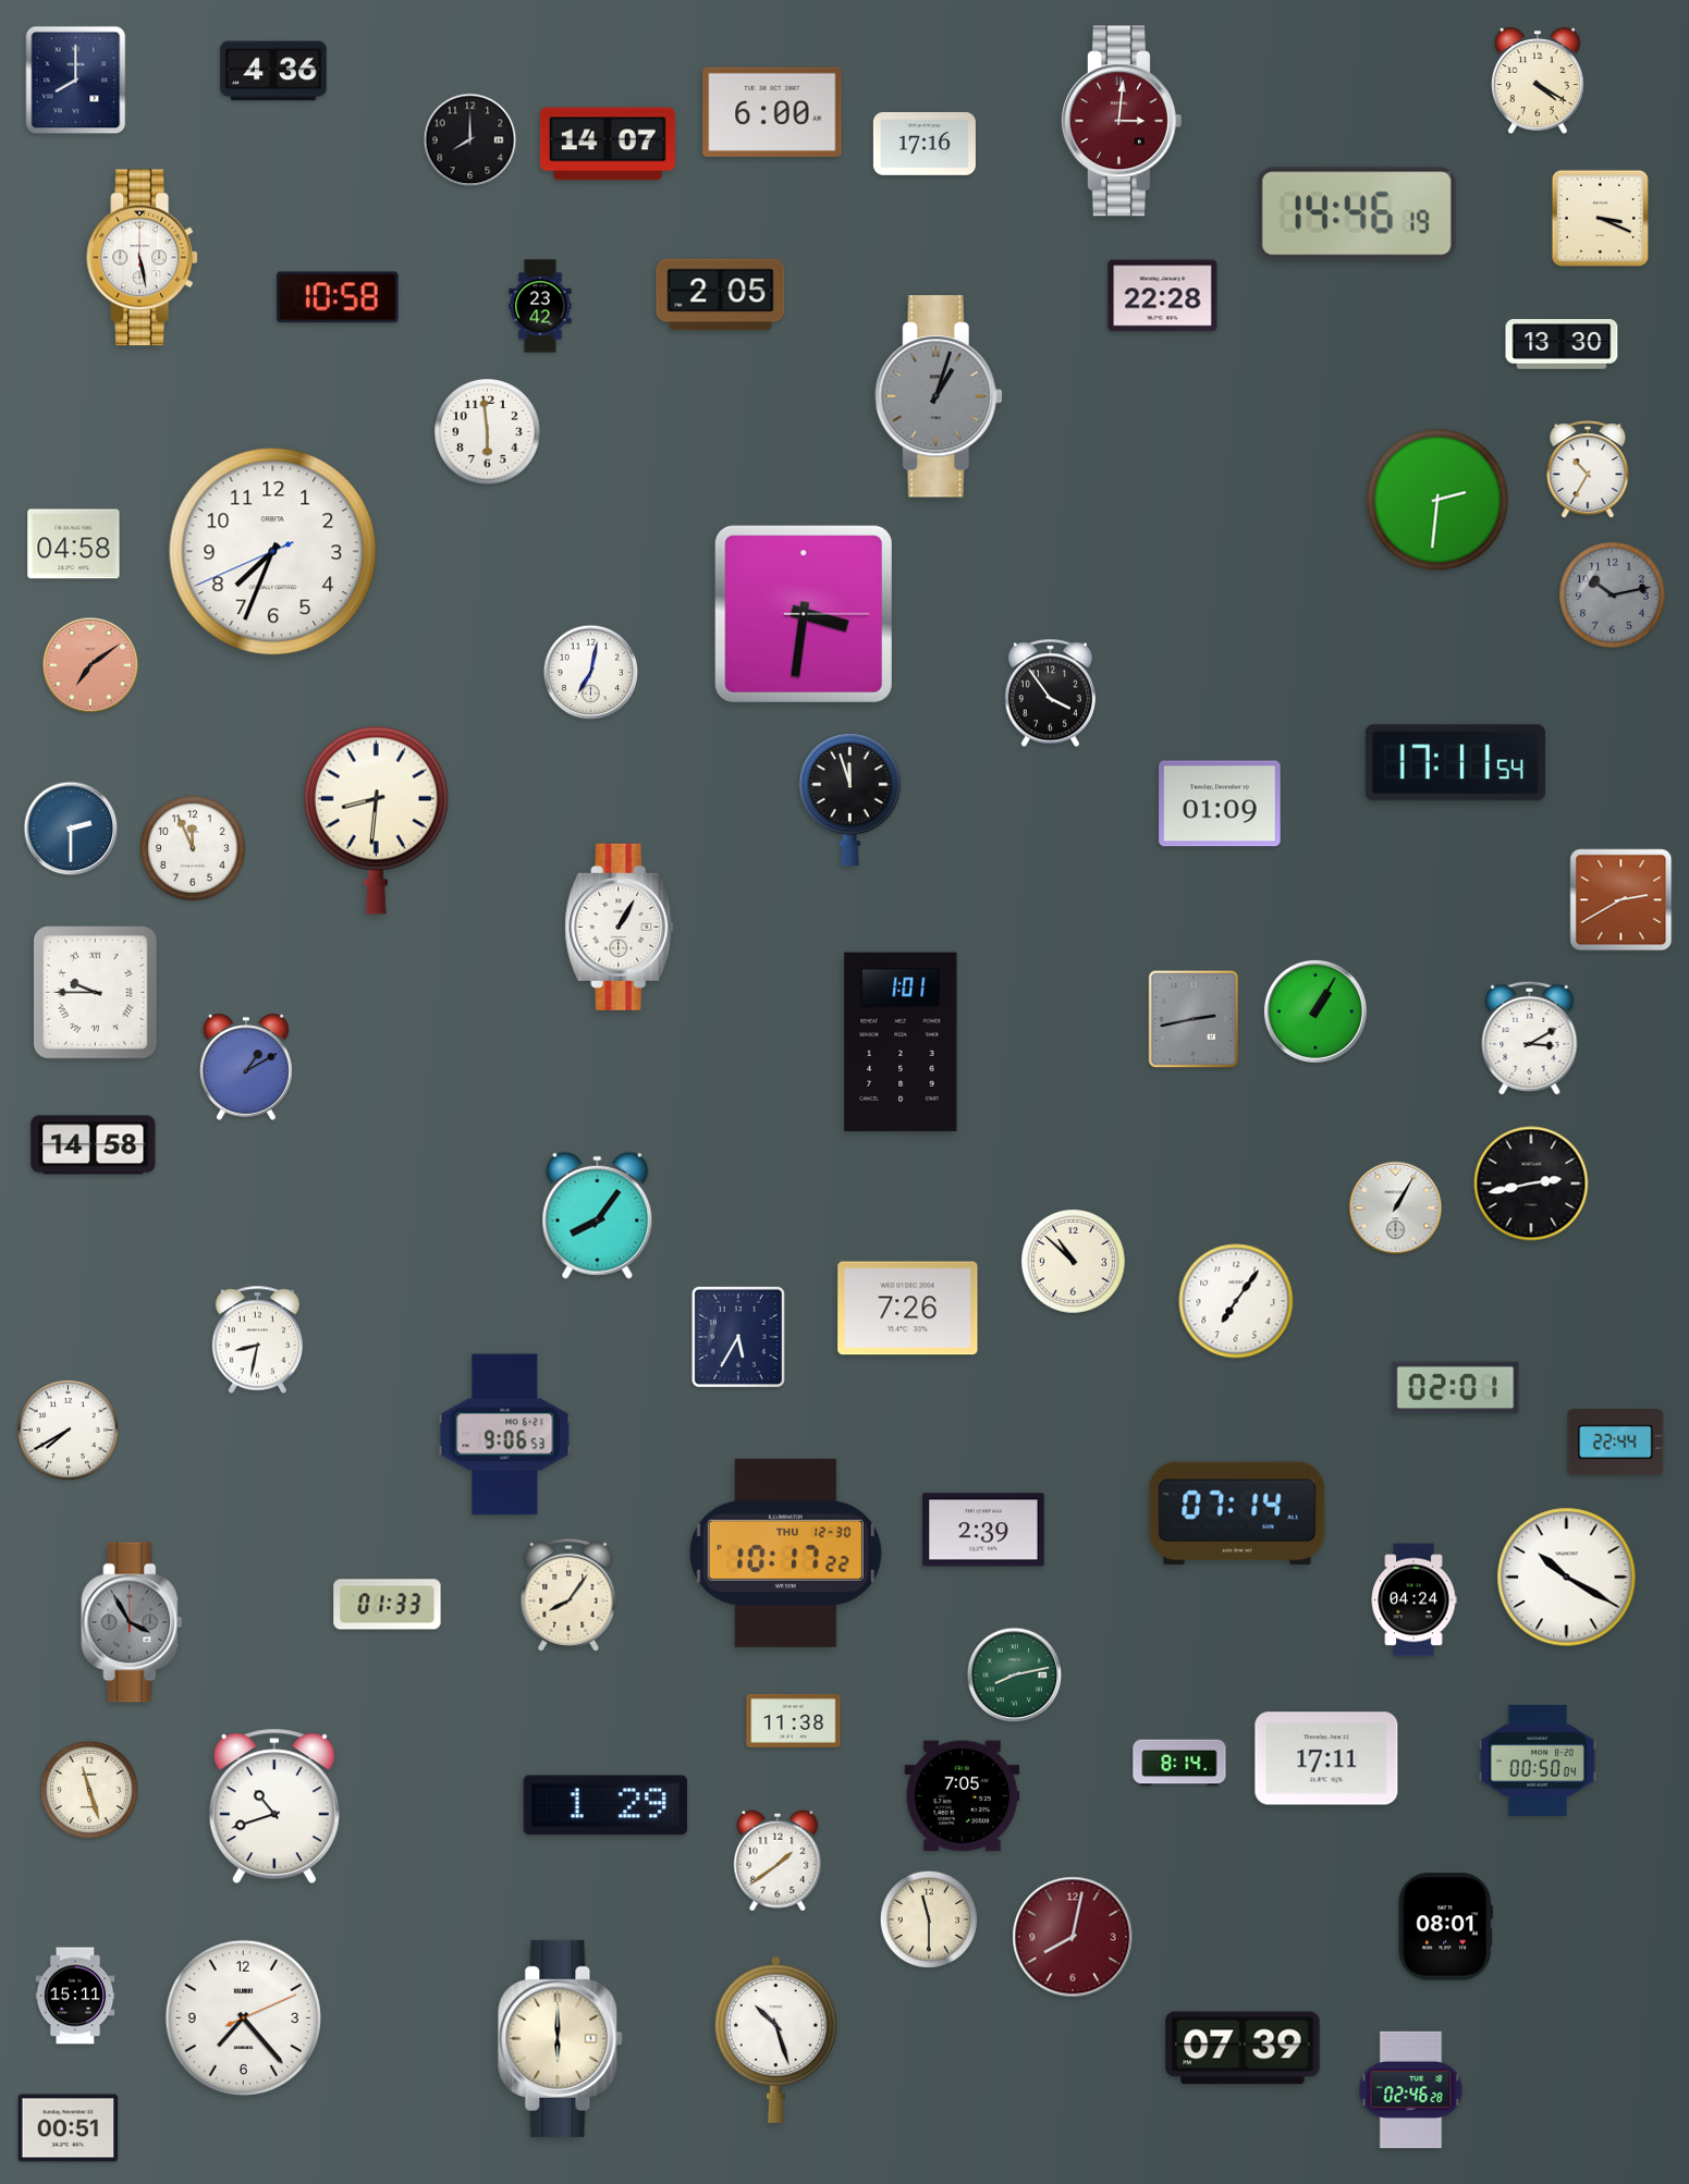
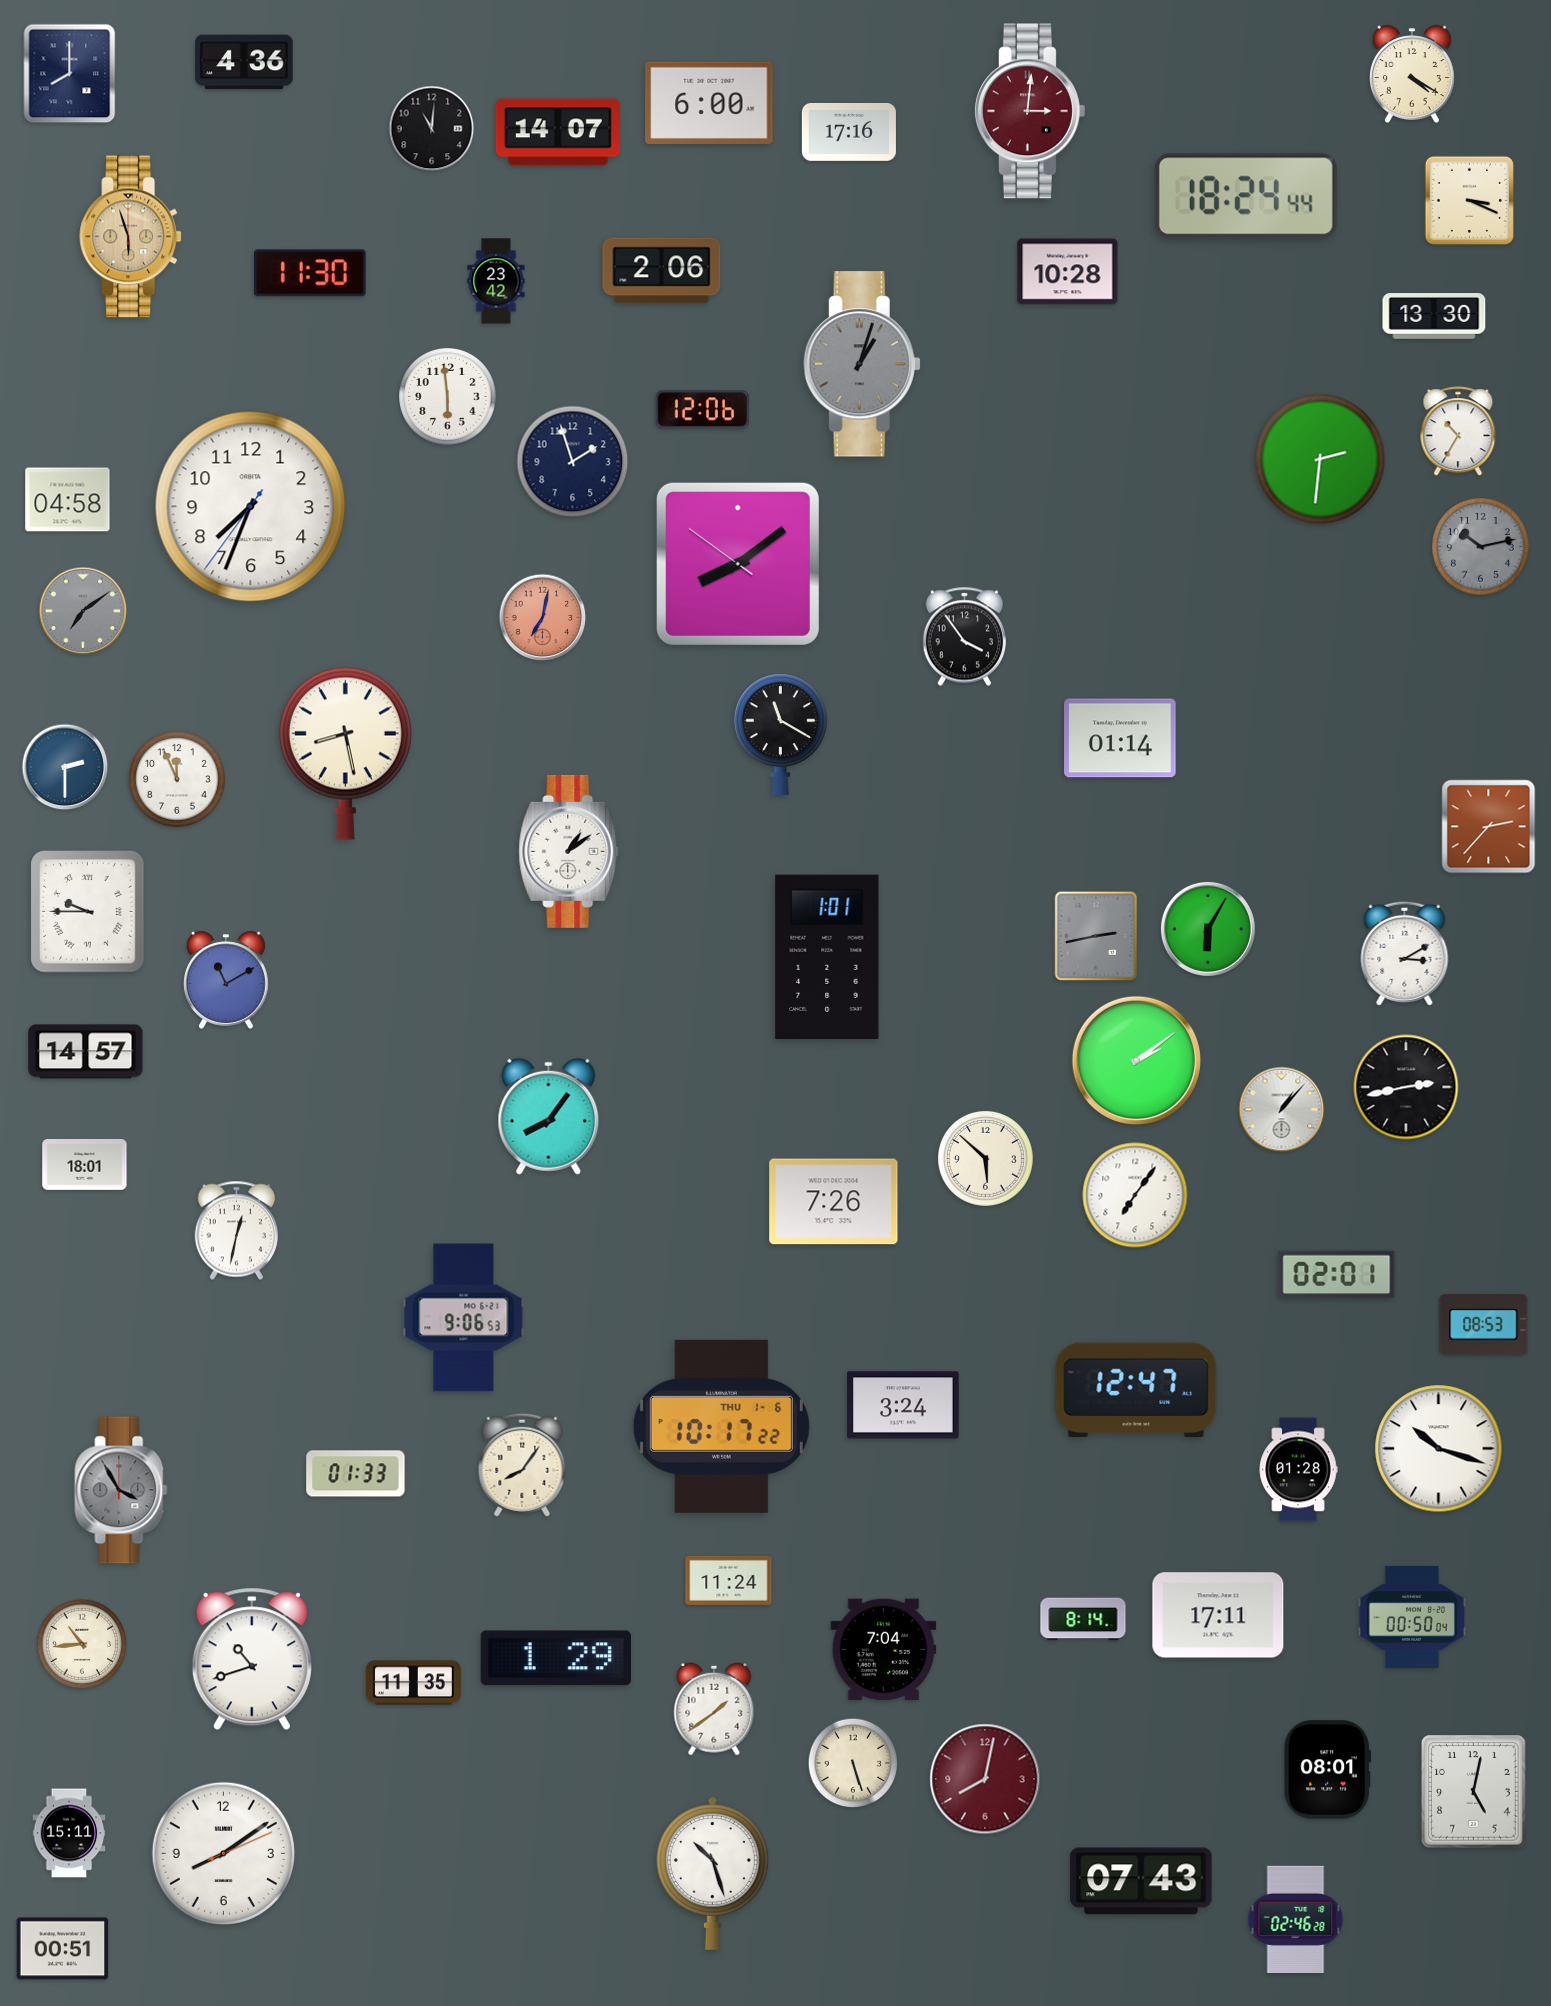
clock at (273, 71) position: (273, 71) -> (244, 62)
clock at (470, 140): 8:00 -> 11:01
clock at (1357, 213): 14:46 -> 18:24
clock at (143, 258): 5:28 -> 5:57
clock at (143, 258) dial: white -> champagne
clock at (721, 295): 2:05 -> 2:06
clock at (1163, 296): 22:28 -> 10:28
clock at (339, 297): 10:58 -> 11:30
clock at (702, 410): none -> 12:06
clock at (573, 462): none -> 1:57
clock at (273, 552): 7:33:41 -> 7:33:36
clock at (804, 614): 3:31 -> 8:08
clock at (90, 665) dial: salmon -> grey
clock at (591, 673) dial: white -> salmon
clock at (1455, 763): 17:11 -> none
clock at (849, 799): 11:57 -> 11:20
clock at (1220, 803): 01:09 -> 01:14
clock at (376, 820): 8:31 -> 8:28
clock at (71, 829) position: (71, 829) -> (65, 767)
clock at (1621, 900): 2:40 -> 2:37
clock at (620, 927): 1:05 -> 1:09
clock at (1315, 1011): 1:05 -> 6:05
clock at (246, 1067): 1:10 -> 11:10
clock at (94, 1145): 14:58 -> 14:57
clock at (1136, 1060): none -> 2:09
clock at (1396, 1208): 1:05 -> 1:07
clock at (1074, 1262): 10:52 -> 5:52
clock at (85, 1164): none -> 18:01
clock at (738, 1337): 5:35 -> none
clock at (257, 1340): 8:32 -> 12:32
clock at (68, 1430): 7:40 -> none
clock at (1616, 1443): 22:44 -> 08:53
clock at (1237, 1513): 07:14 -> 12:47
clock at (983, 1530): 2:39 -> 3:24
clock at (785, 1553) date: THU 12-30 -> THU 1-6
clock at (1567, 1578): 10:20 -> 10:18
clock at (1413, 1600): 04:24 -> 01:28
clock at (1015, 1676): 8:13 -> none
clock at (794, 1720): 11:38 -> 11:24
clock at (89, 1790): 11:27 -> 10:44
clock at (963, 1796): 7:05 -> 7:04
clock at (413, 1683): none -> 11:35
clock at (929, 1919): 11:30 -> 5:27
clock at (1474, 1792): none -> 5:02
clock at (243, 2017): 7:23 -> 8:09
clock at (561, 2038): 6:00 -> none
clock at (1243, 2048): 07:39 -> 07:43
clock at (69, 2128) position: (69, 2128) -> (63, 1949)
